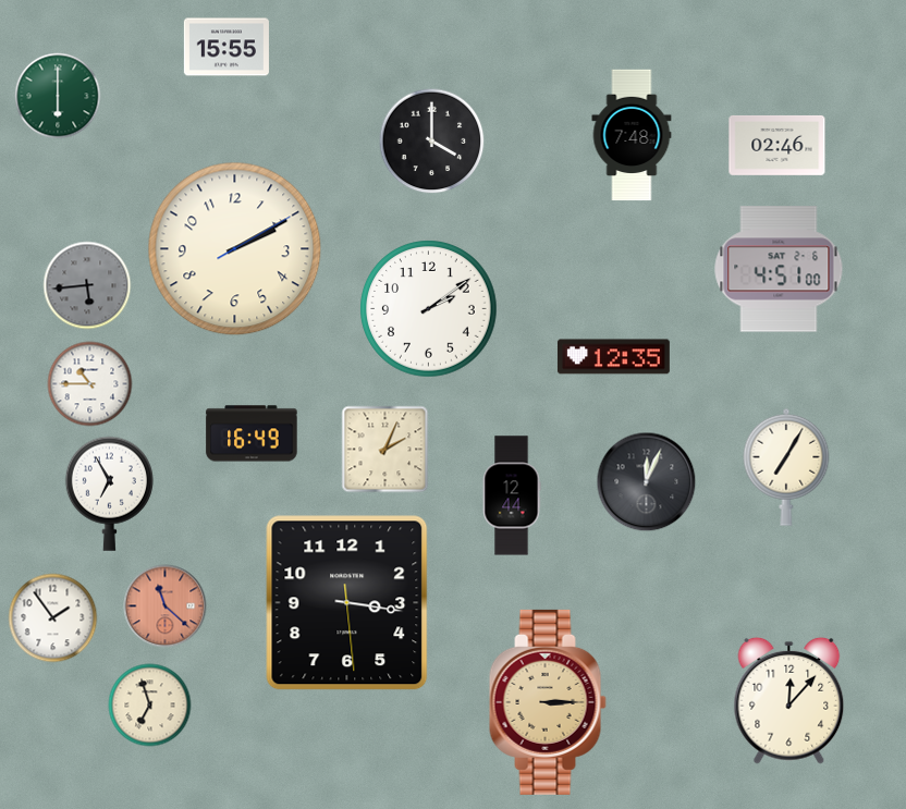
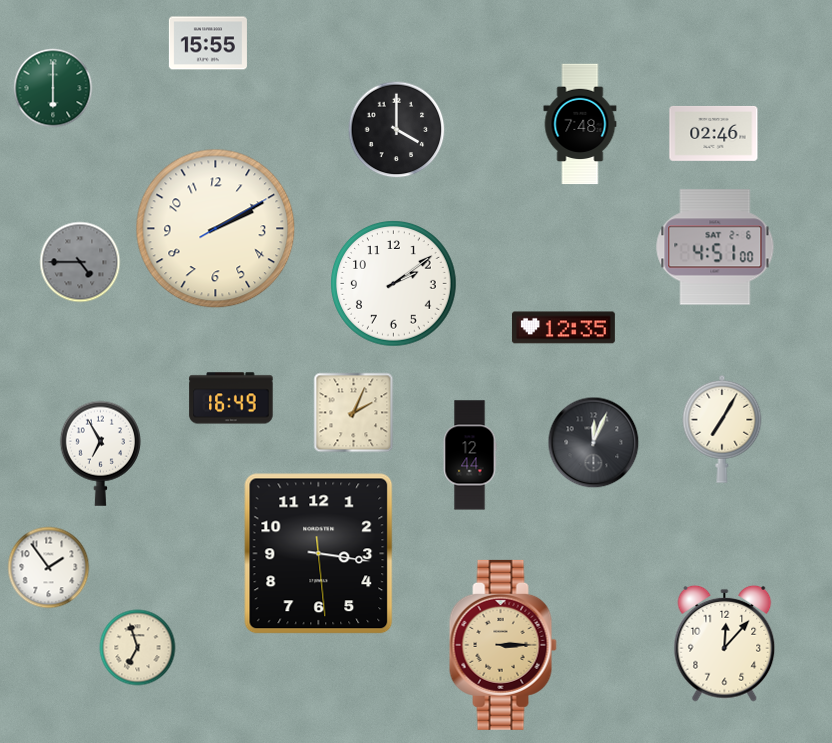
clock at (87, 285): 5:44 -> 4:45
clock at (90, 384): 10:45 -> none
clock at (166, 606): 11:22 -> none
